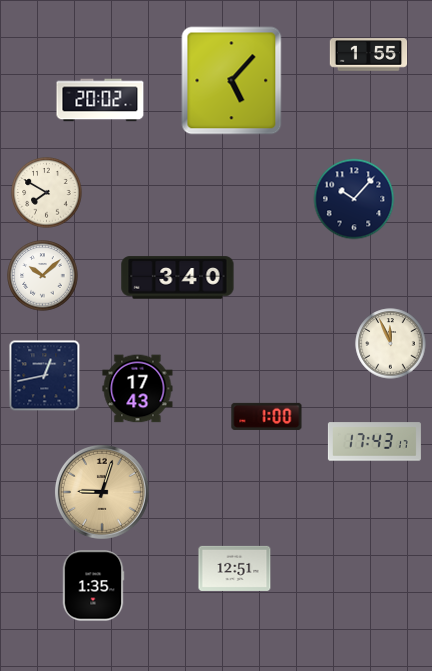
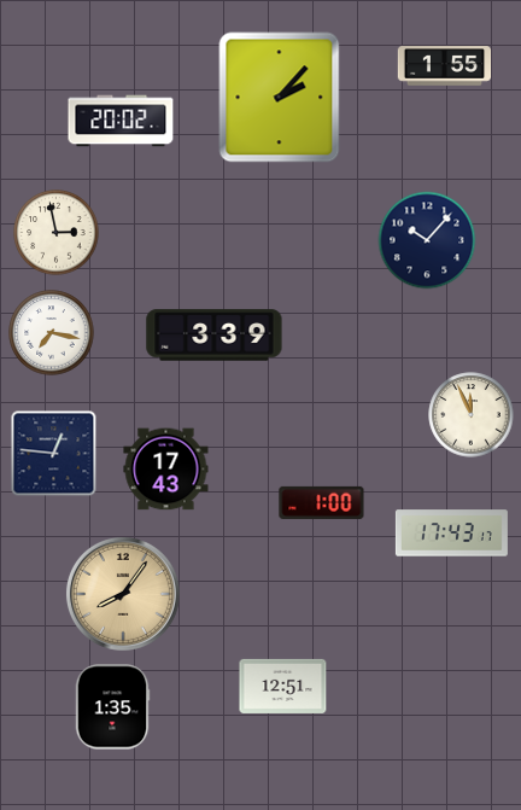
clock at (232, 81): 5:07 -> 2:07
clock at (47, 193): 7:50 -> 2:58
clock at (43, 276): 10:08 -> 7:17
clock at (178, 278): 3:40 -> 3:39
clock at (45, 376): 12:43 -> 12:46
clock at (102, 492): 9:03 -> 8:06
